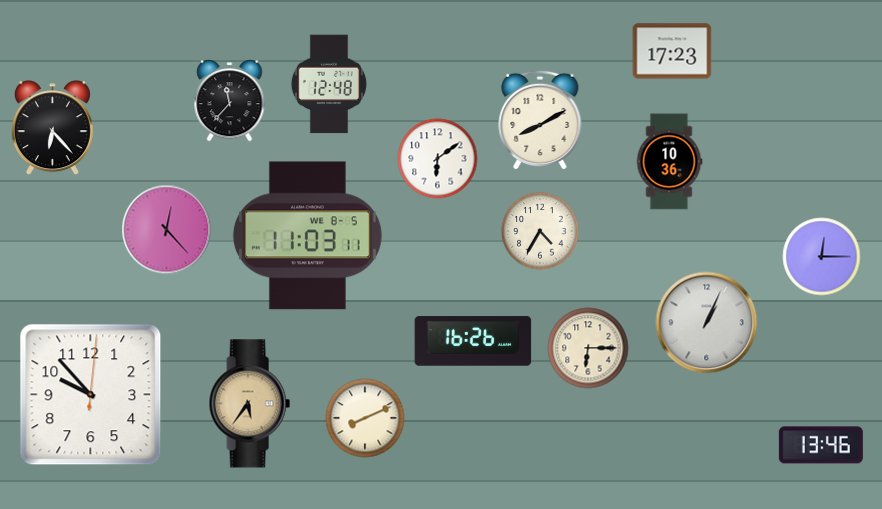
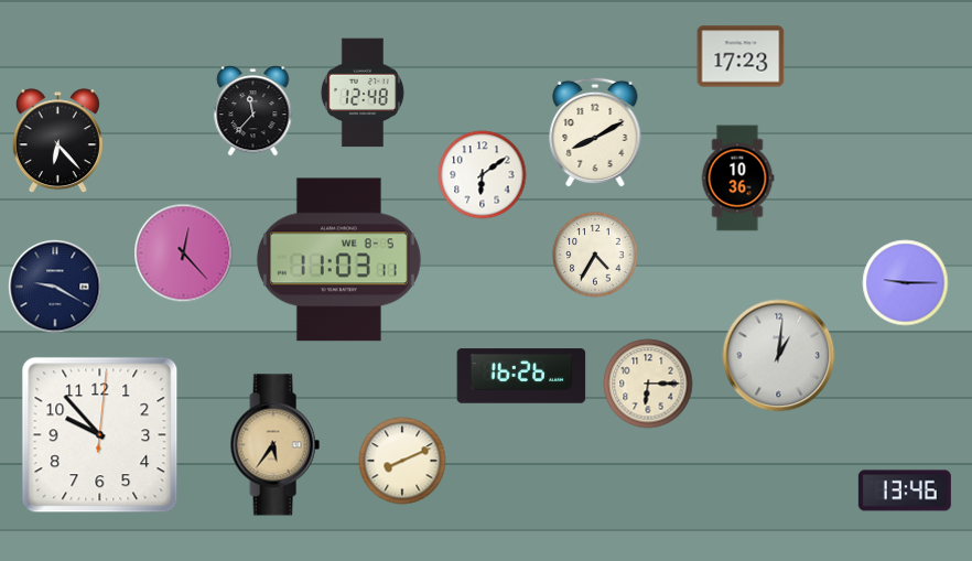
clock at (822, 257): 12:15 -> 9:15
clock at (55, 287): none -> 9:20
clock at (707, 323): 1:04 -> 1:01
